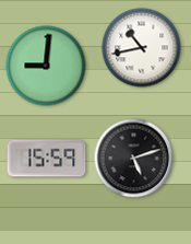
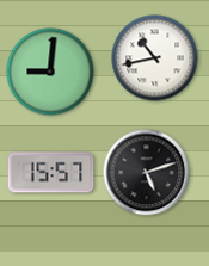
clock at (142, 48) position: (142, 48) -> (155, 58)
clock at (47, 159): 15:59 -> 15:57
